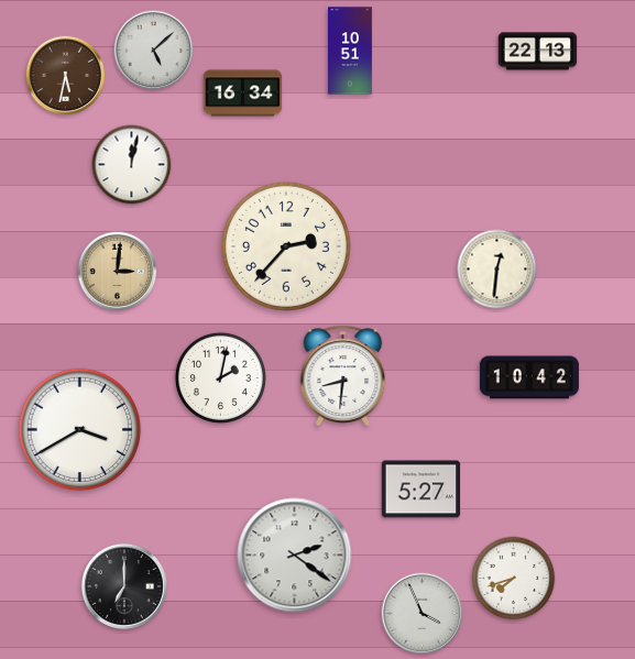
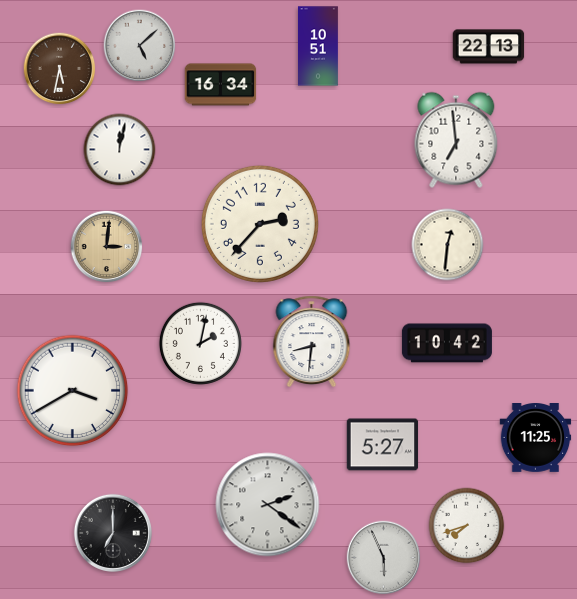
clock at (456, 140): none -> 6:59
clock at (497, 270) position: (497, 270) -> (448, 245)
clock at (529, 377) position: (529, 377) -> (447, 343)
clock at (536, 438): none -> 11:25
clock at (423, 614): 3:56 -> 5:56
